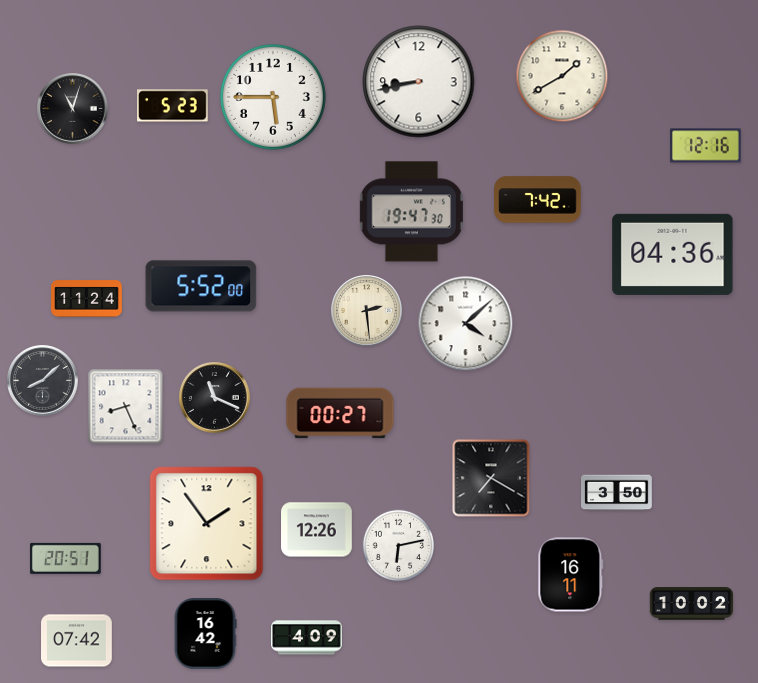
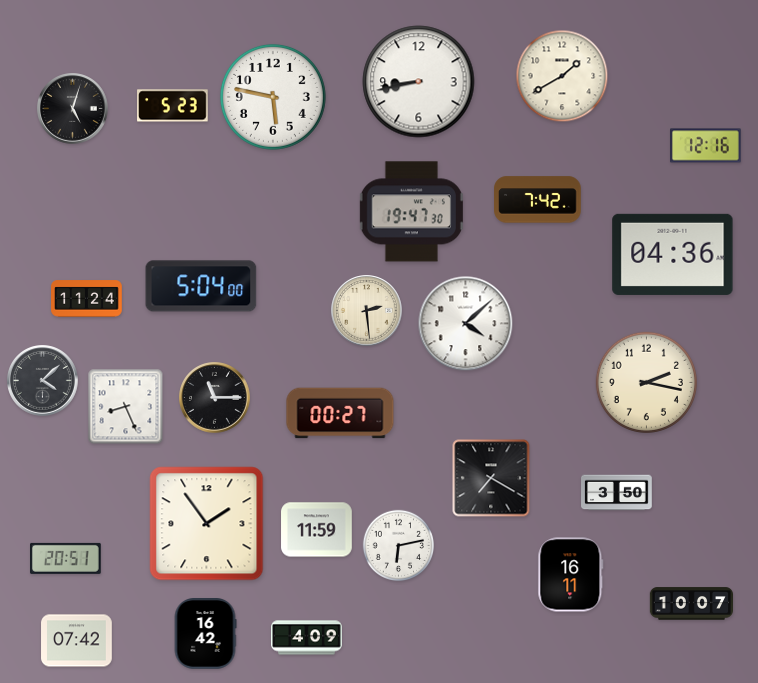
clock at (273, 97): 5:45 -> 5:47
clock at (73, 109): 11:03 -> 5:03
clock at (201, 286): 5:52 -> 5:04
clock at (43, 381): 8:08 -> 4:08
clock at (646, 382): none -> 2:17
clock at (215, 398): 11:19 -> 11:15
clock at (317, 530): 12:26 -> 11:59
clock at (692, 604): 10:02 -> 10:07
